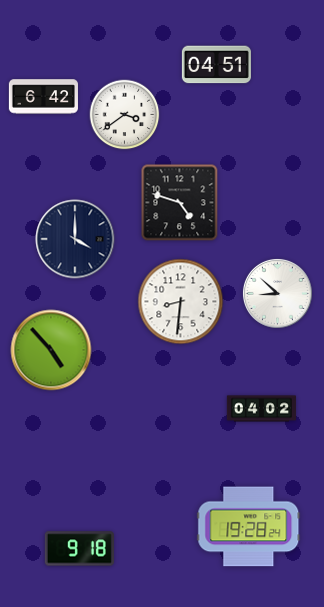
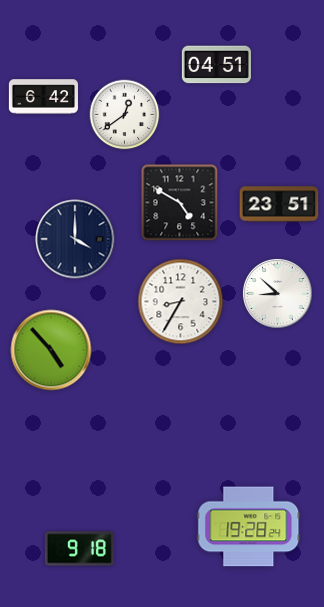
clock at (125, 115): 3:39 -> 12:39
clock at (180, 203): 4:48 -> 4:50
clock at (279, 204): none -> 23:51
clock at (181, 302): 8:31 -> 8:35
clock at (261, 409): 04:02 -> none
